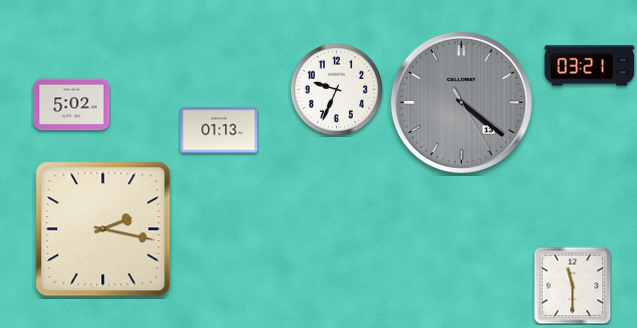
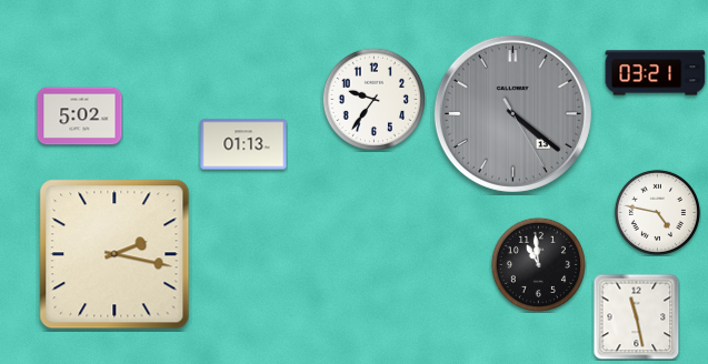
clock at (336, 89): 9:34 -> 9:36
clock at (657, 212): none -> 4:47
clock at (538, 264): none -> 10:59
clock at (572, 285): 11:30 -> 11:28
